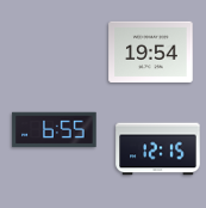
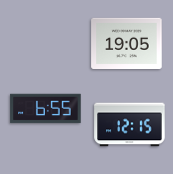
clock at (151, 51): 19:54 -> 19:05
clock at (158, 149) position: (158, 149) -> (130, 125)
